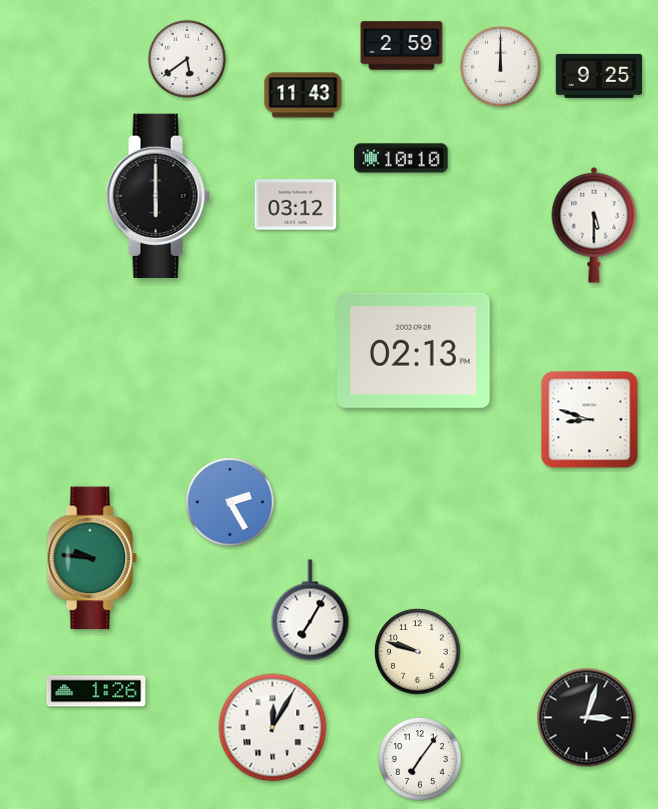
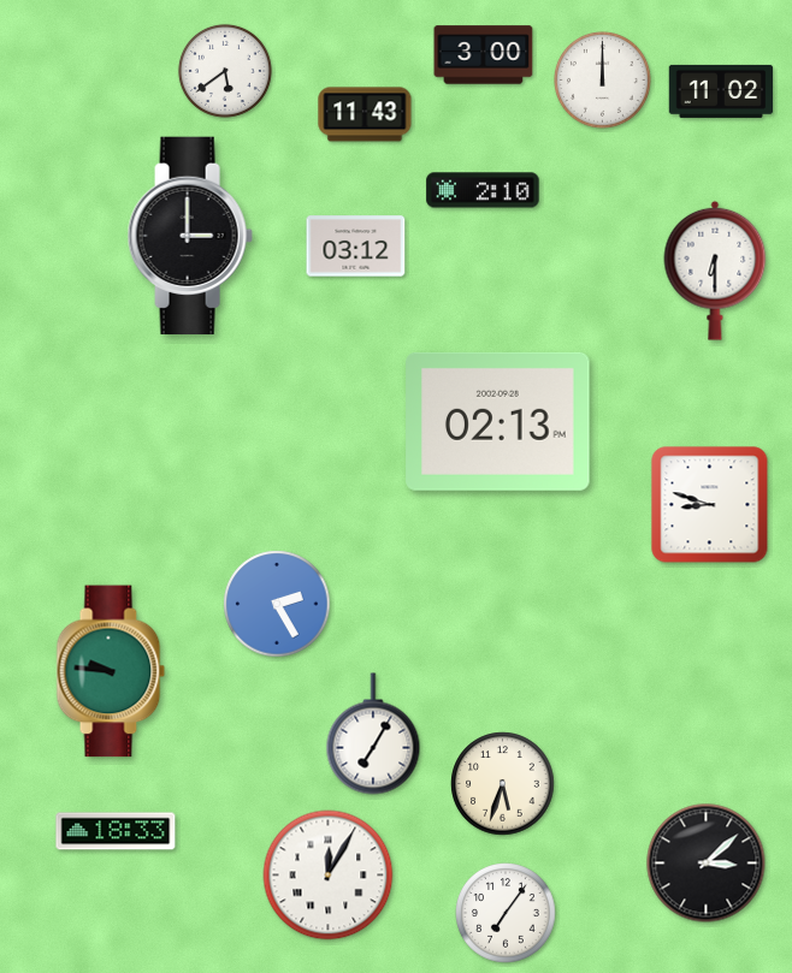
clock at (402, 46): 2:59 -> 3:00
clock at (599, 76): 9:25 -> 11:02
clock at (401, 158): 10:10 -> 2:10
clock at (158, 195): 6:00 -> 3:00
clock at (594, 225): 5:30 -> 6:30
clock at (418, 652): 9:48 -> 5:33
clock at (96, 691): 1:26 -> 18:33
clock at (587, 718): 3:03 -> 3:08
